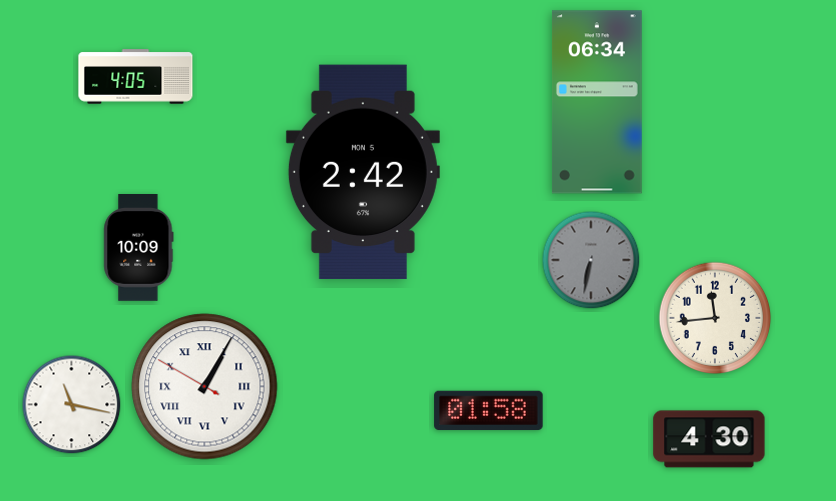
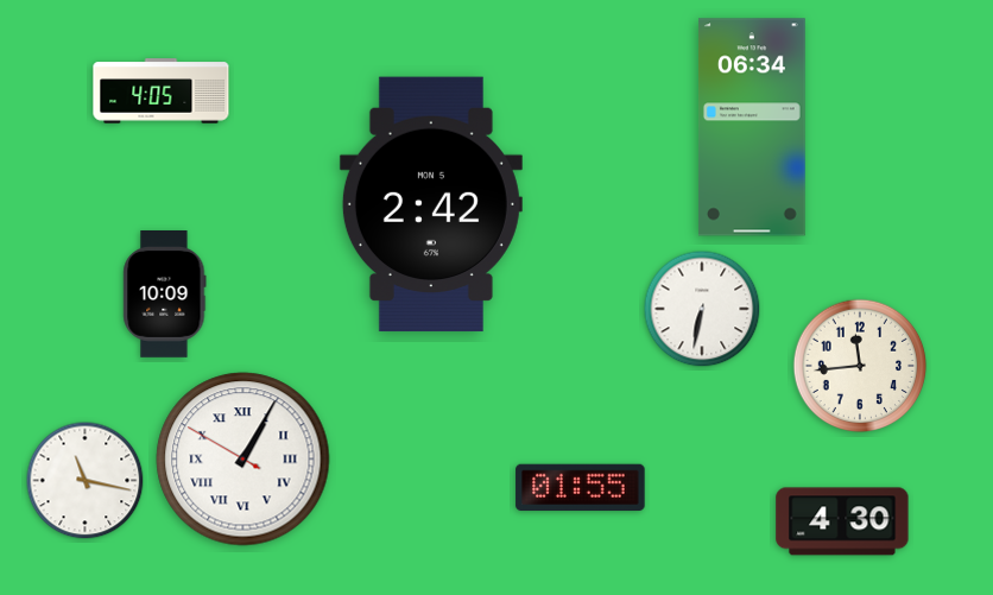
clock at (597, 102) position: (597, 102) -> (752, 127)
clock at (591, 260) dial: grey -> white
clock at (715, 318) position: (715, 318) -> (860, 366)
clock at (489, 411): 01:58 -> 01:55
